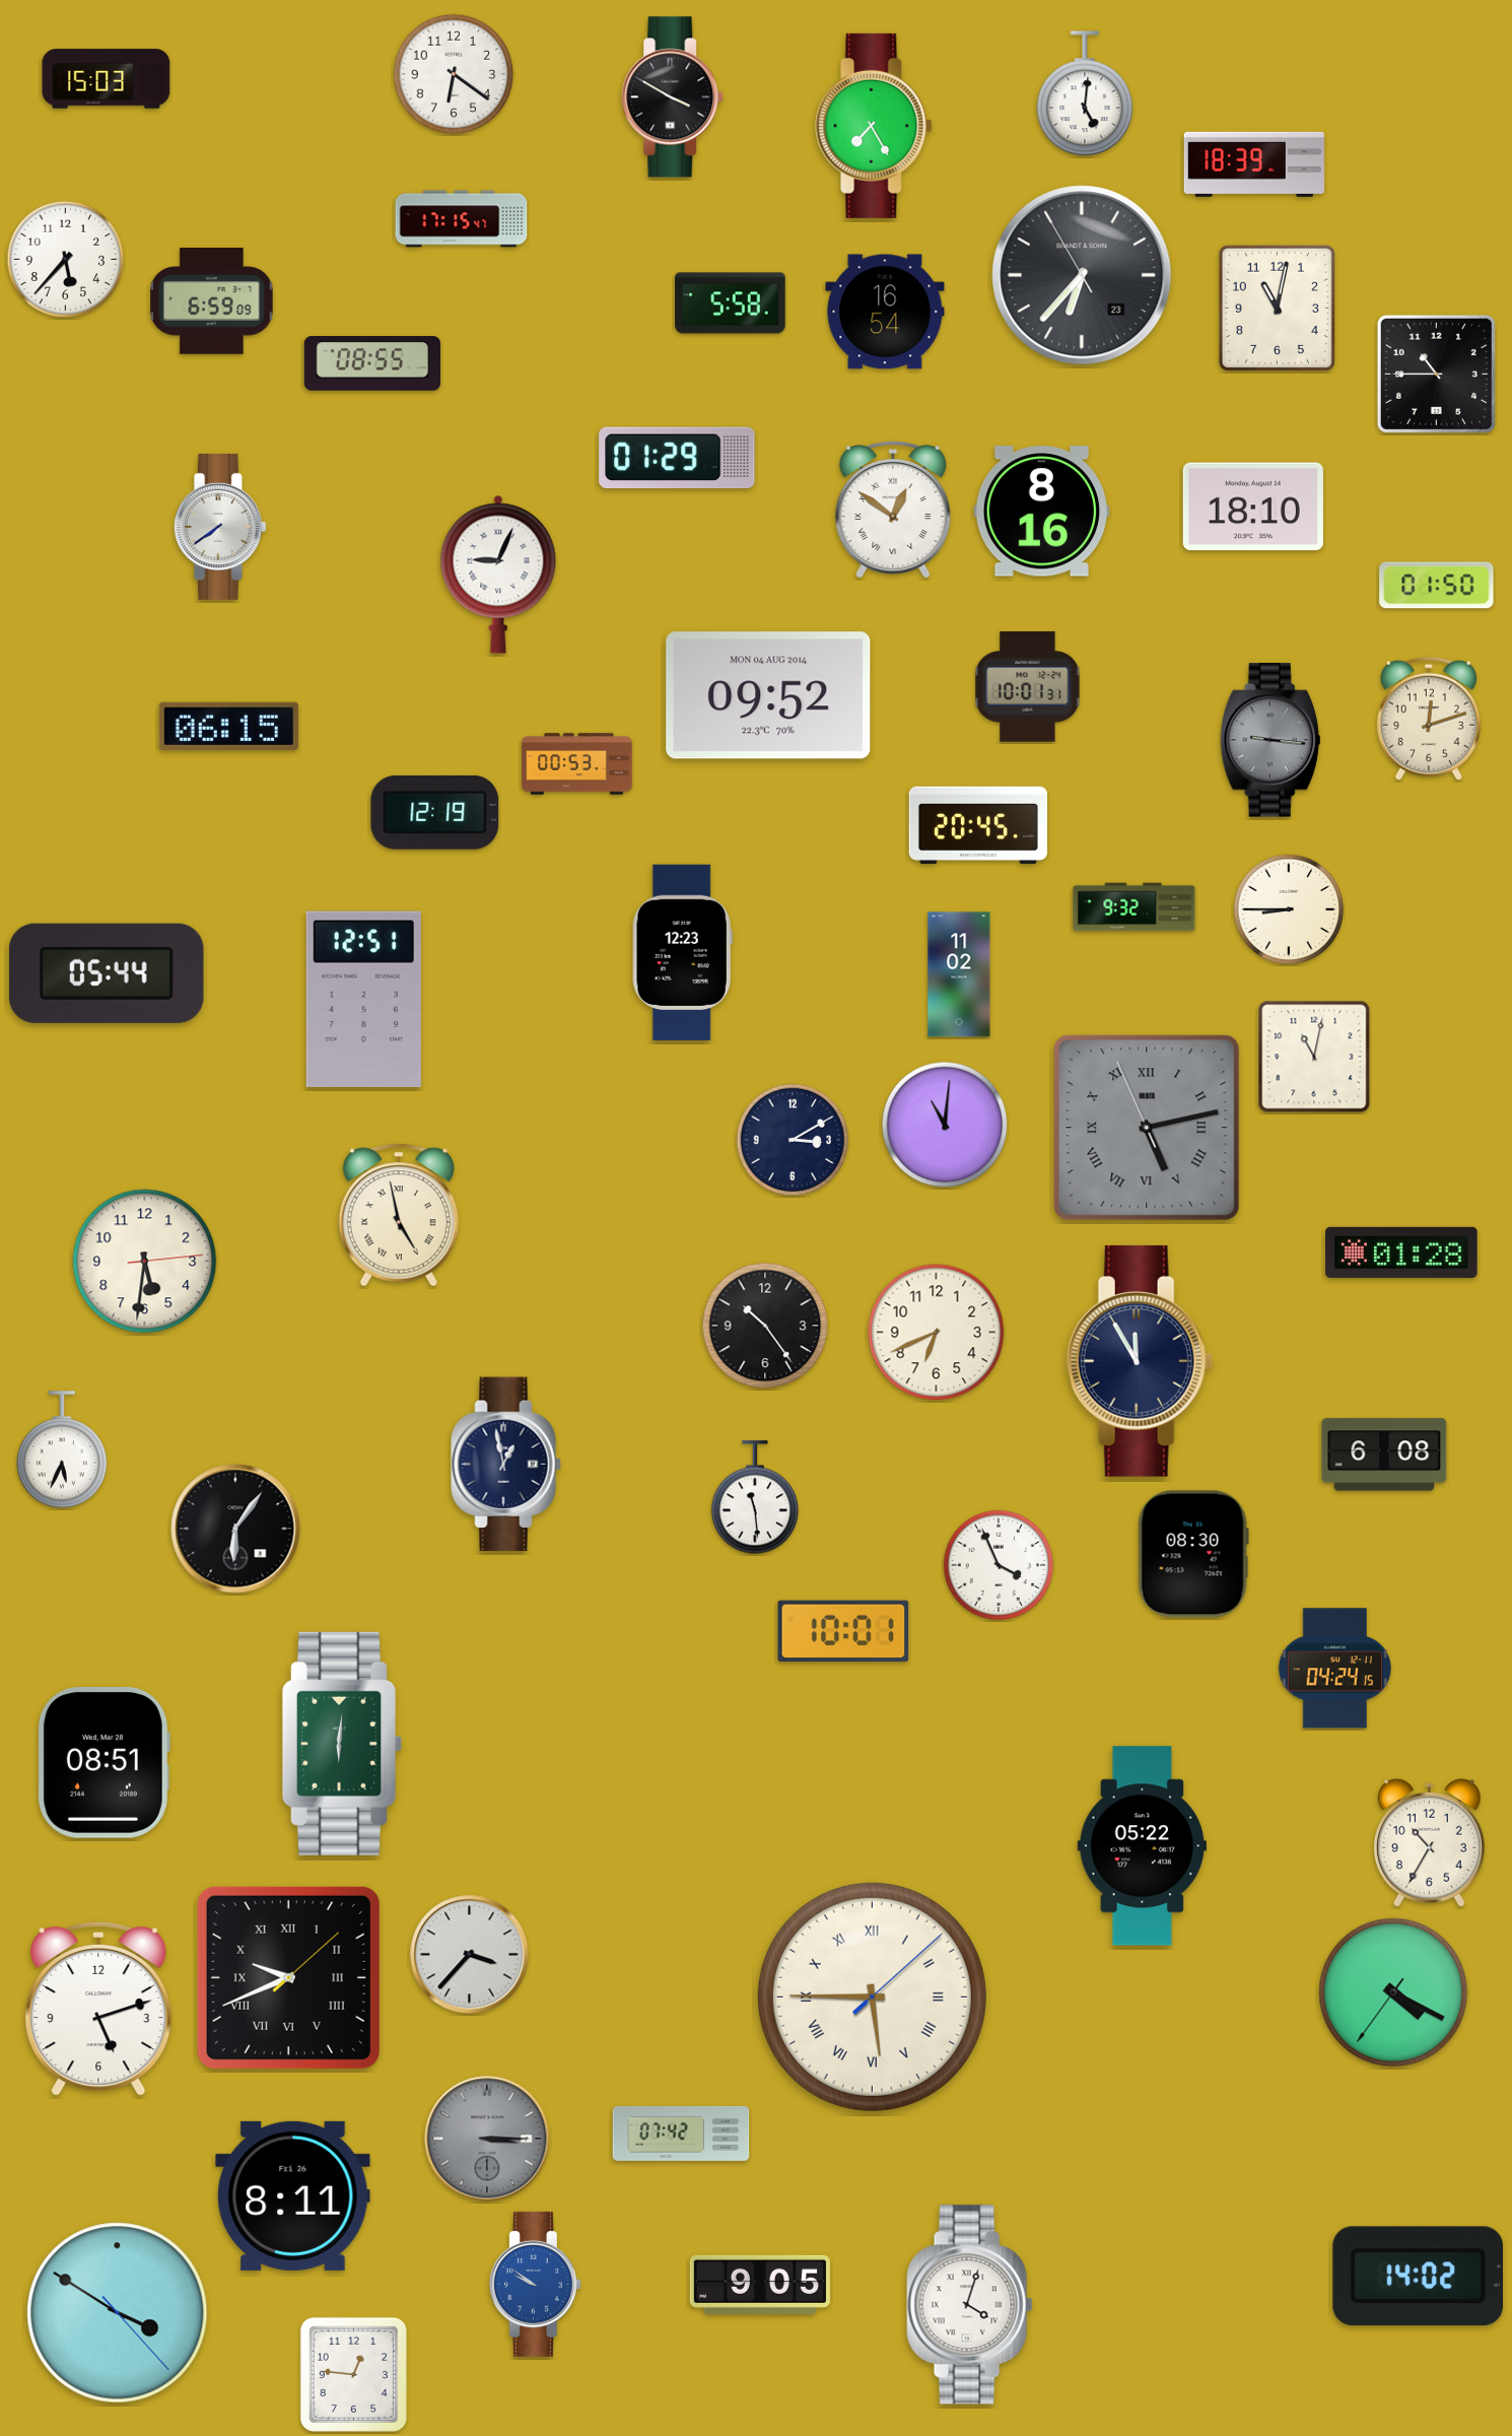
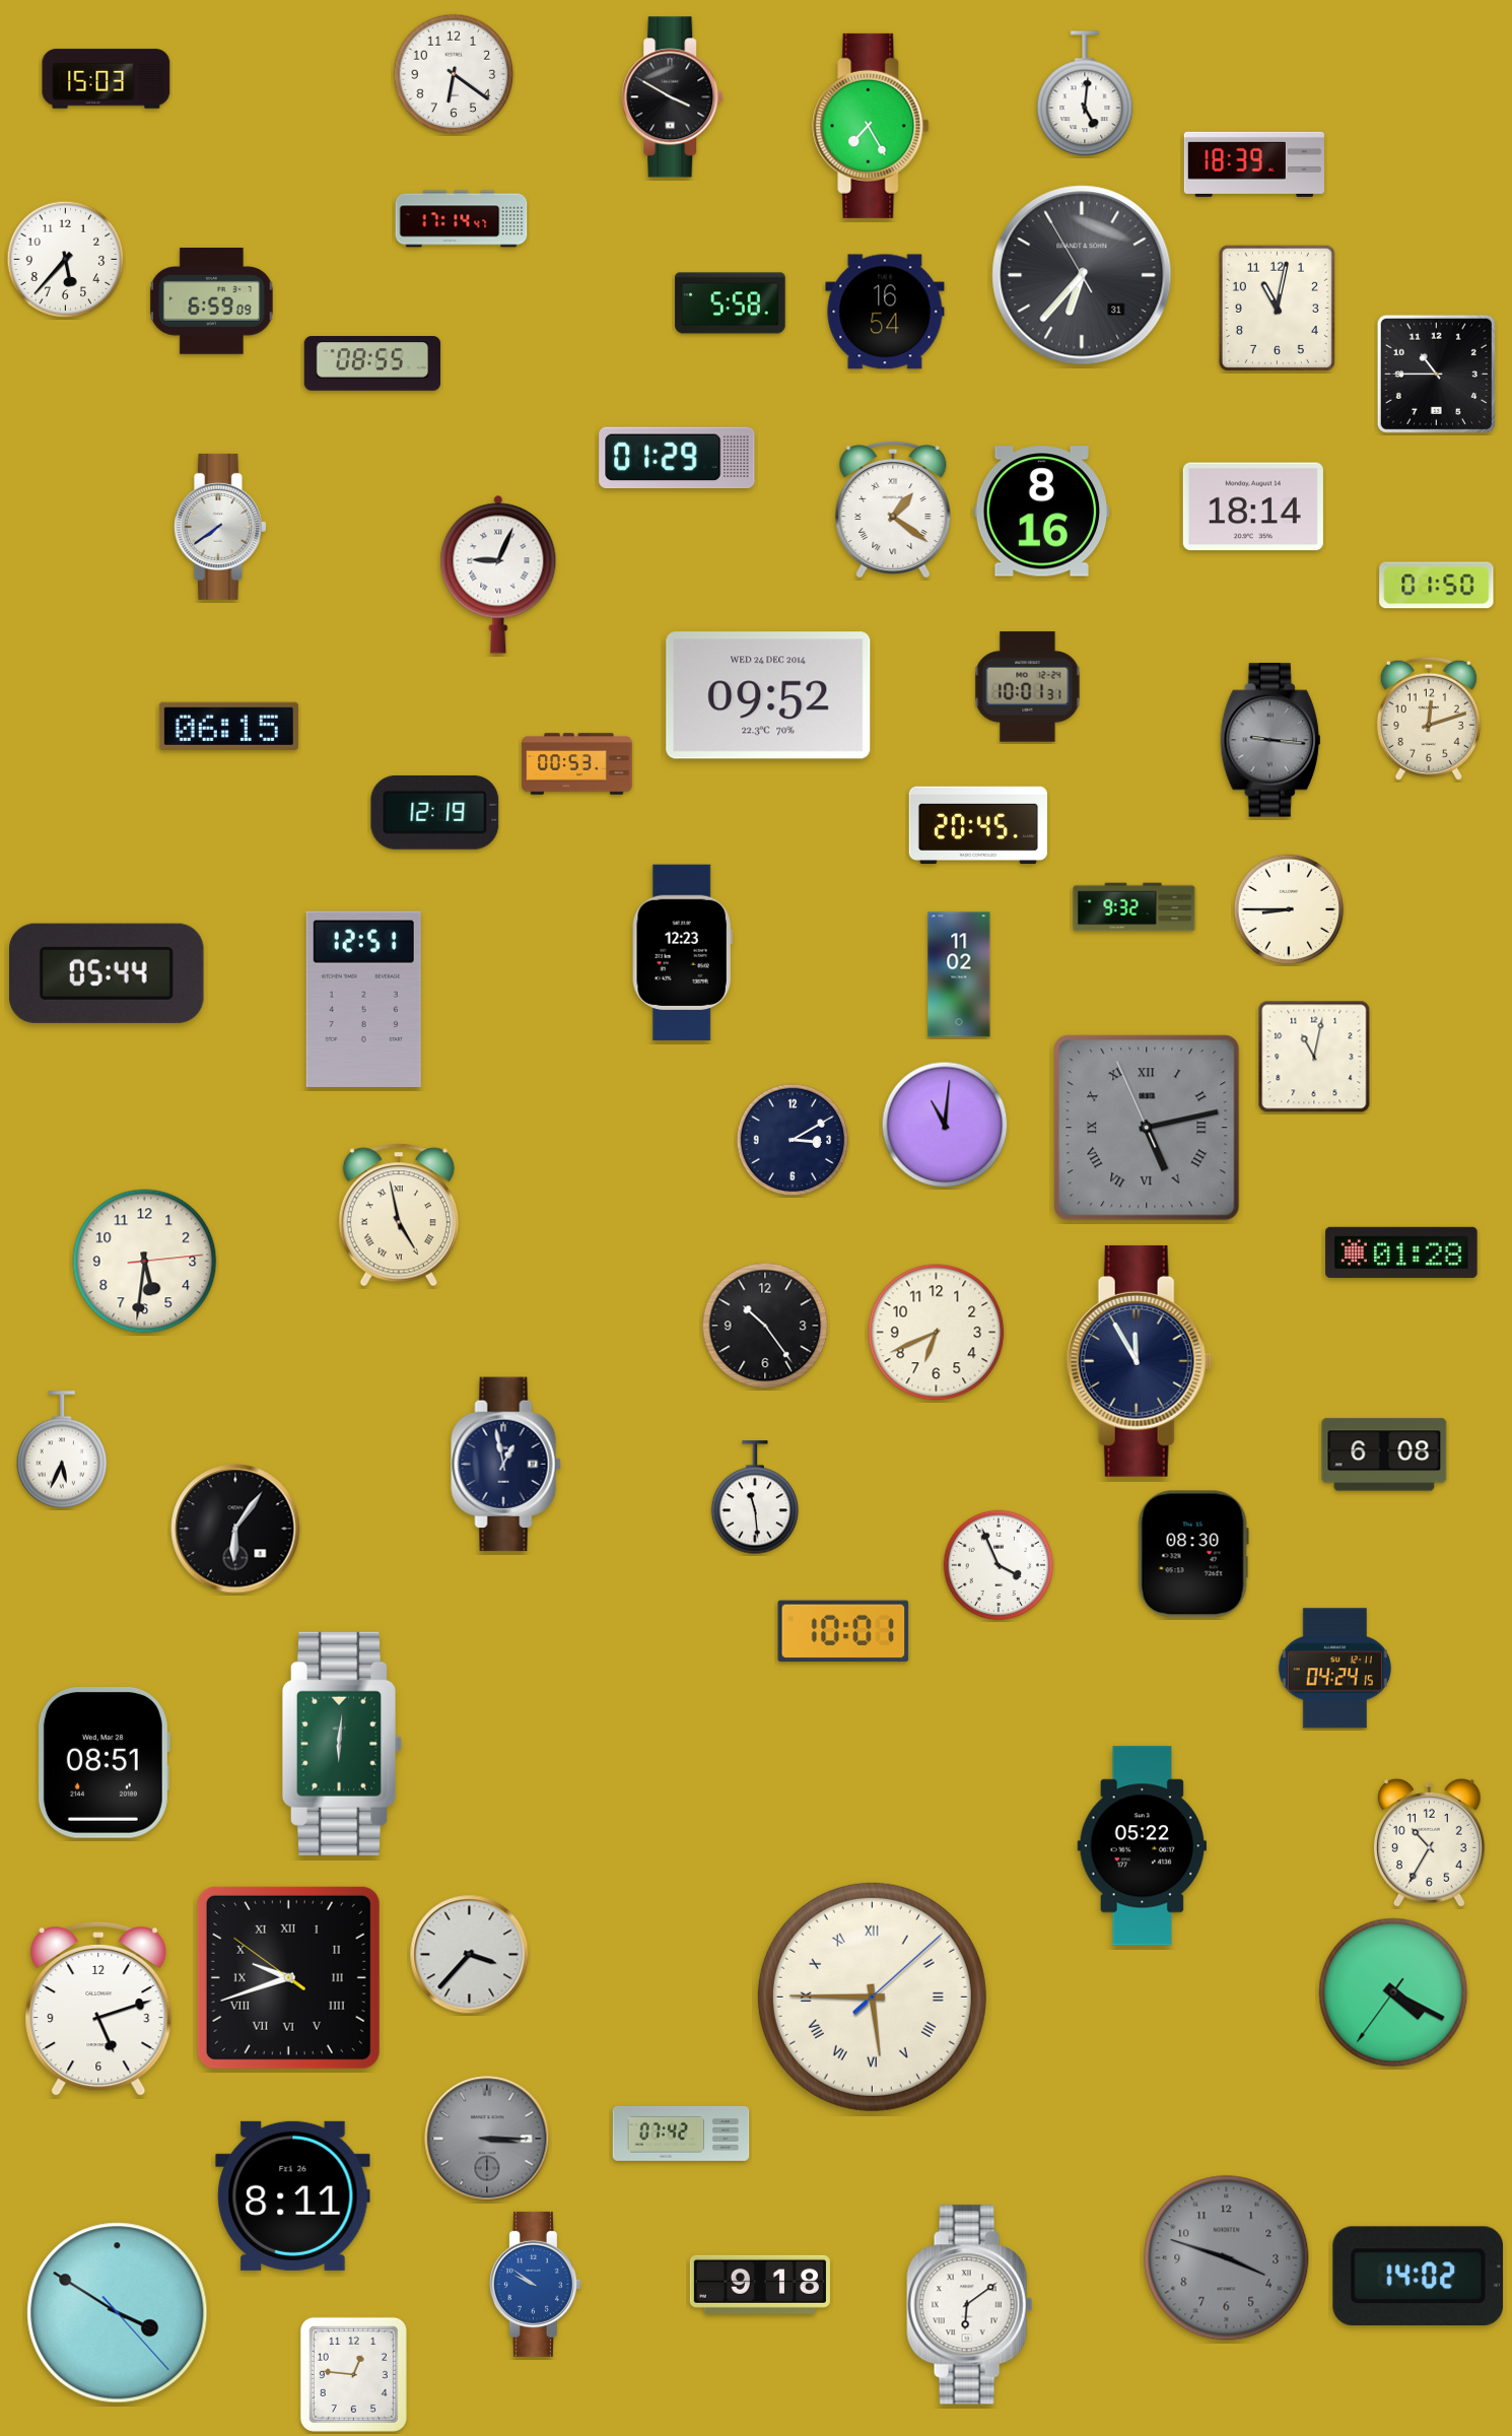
clock at (874, 126) position: (874, 126) -> (871, 126)
clock at (462, 219): 17:15 -> 17:14
clock at (1082, 275) date: 23 -> 31
clock at (1253, 506): 18:10 -> 18:14
clock at (893, 510): 12:51 -> 1:21
clock at (768, 695) date: MON 04 AUG 2014 -> WED 24 DEC 2014
clock at (288, 1977): 9:41:08 -> 9:41:51
clock at (1227, 2258): none -> 3:48
clock at (760, 2285): 9:05 -> 9:18
clock at (970, 2305): 4:03 -> 6:09
